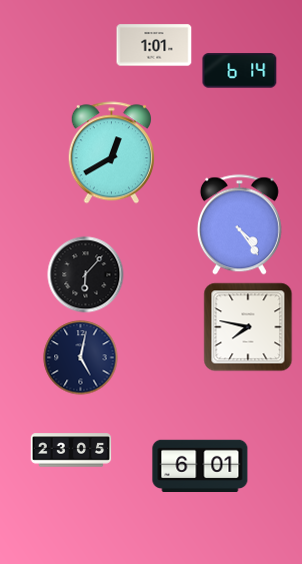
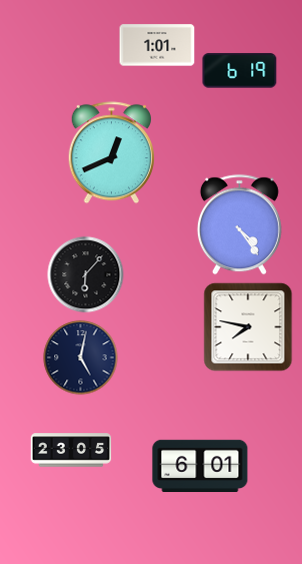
clock at (154, 45) position: (154, 45) -> (157, 45)
clock at (240, 71): 6:14 -> 6:19
clock at (111, 153): 12:40 -> 12:41
